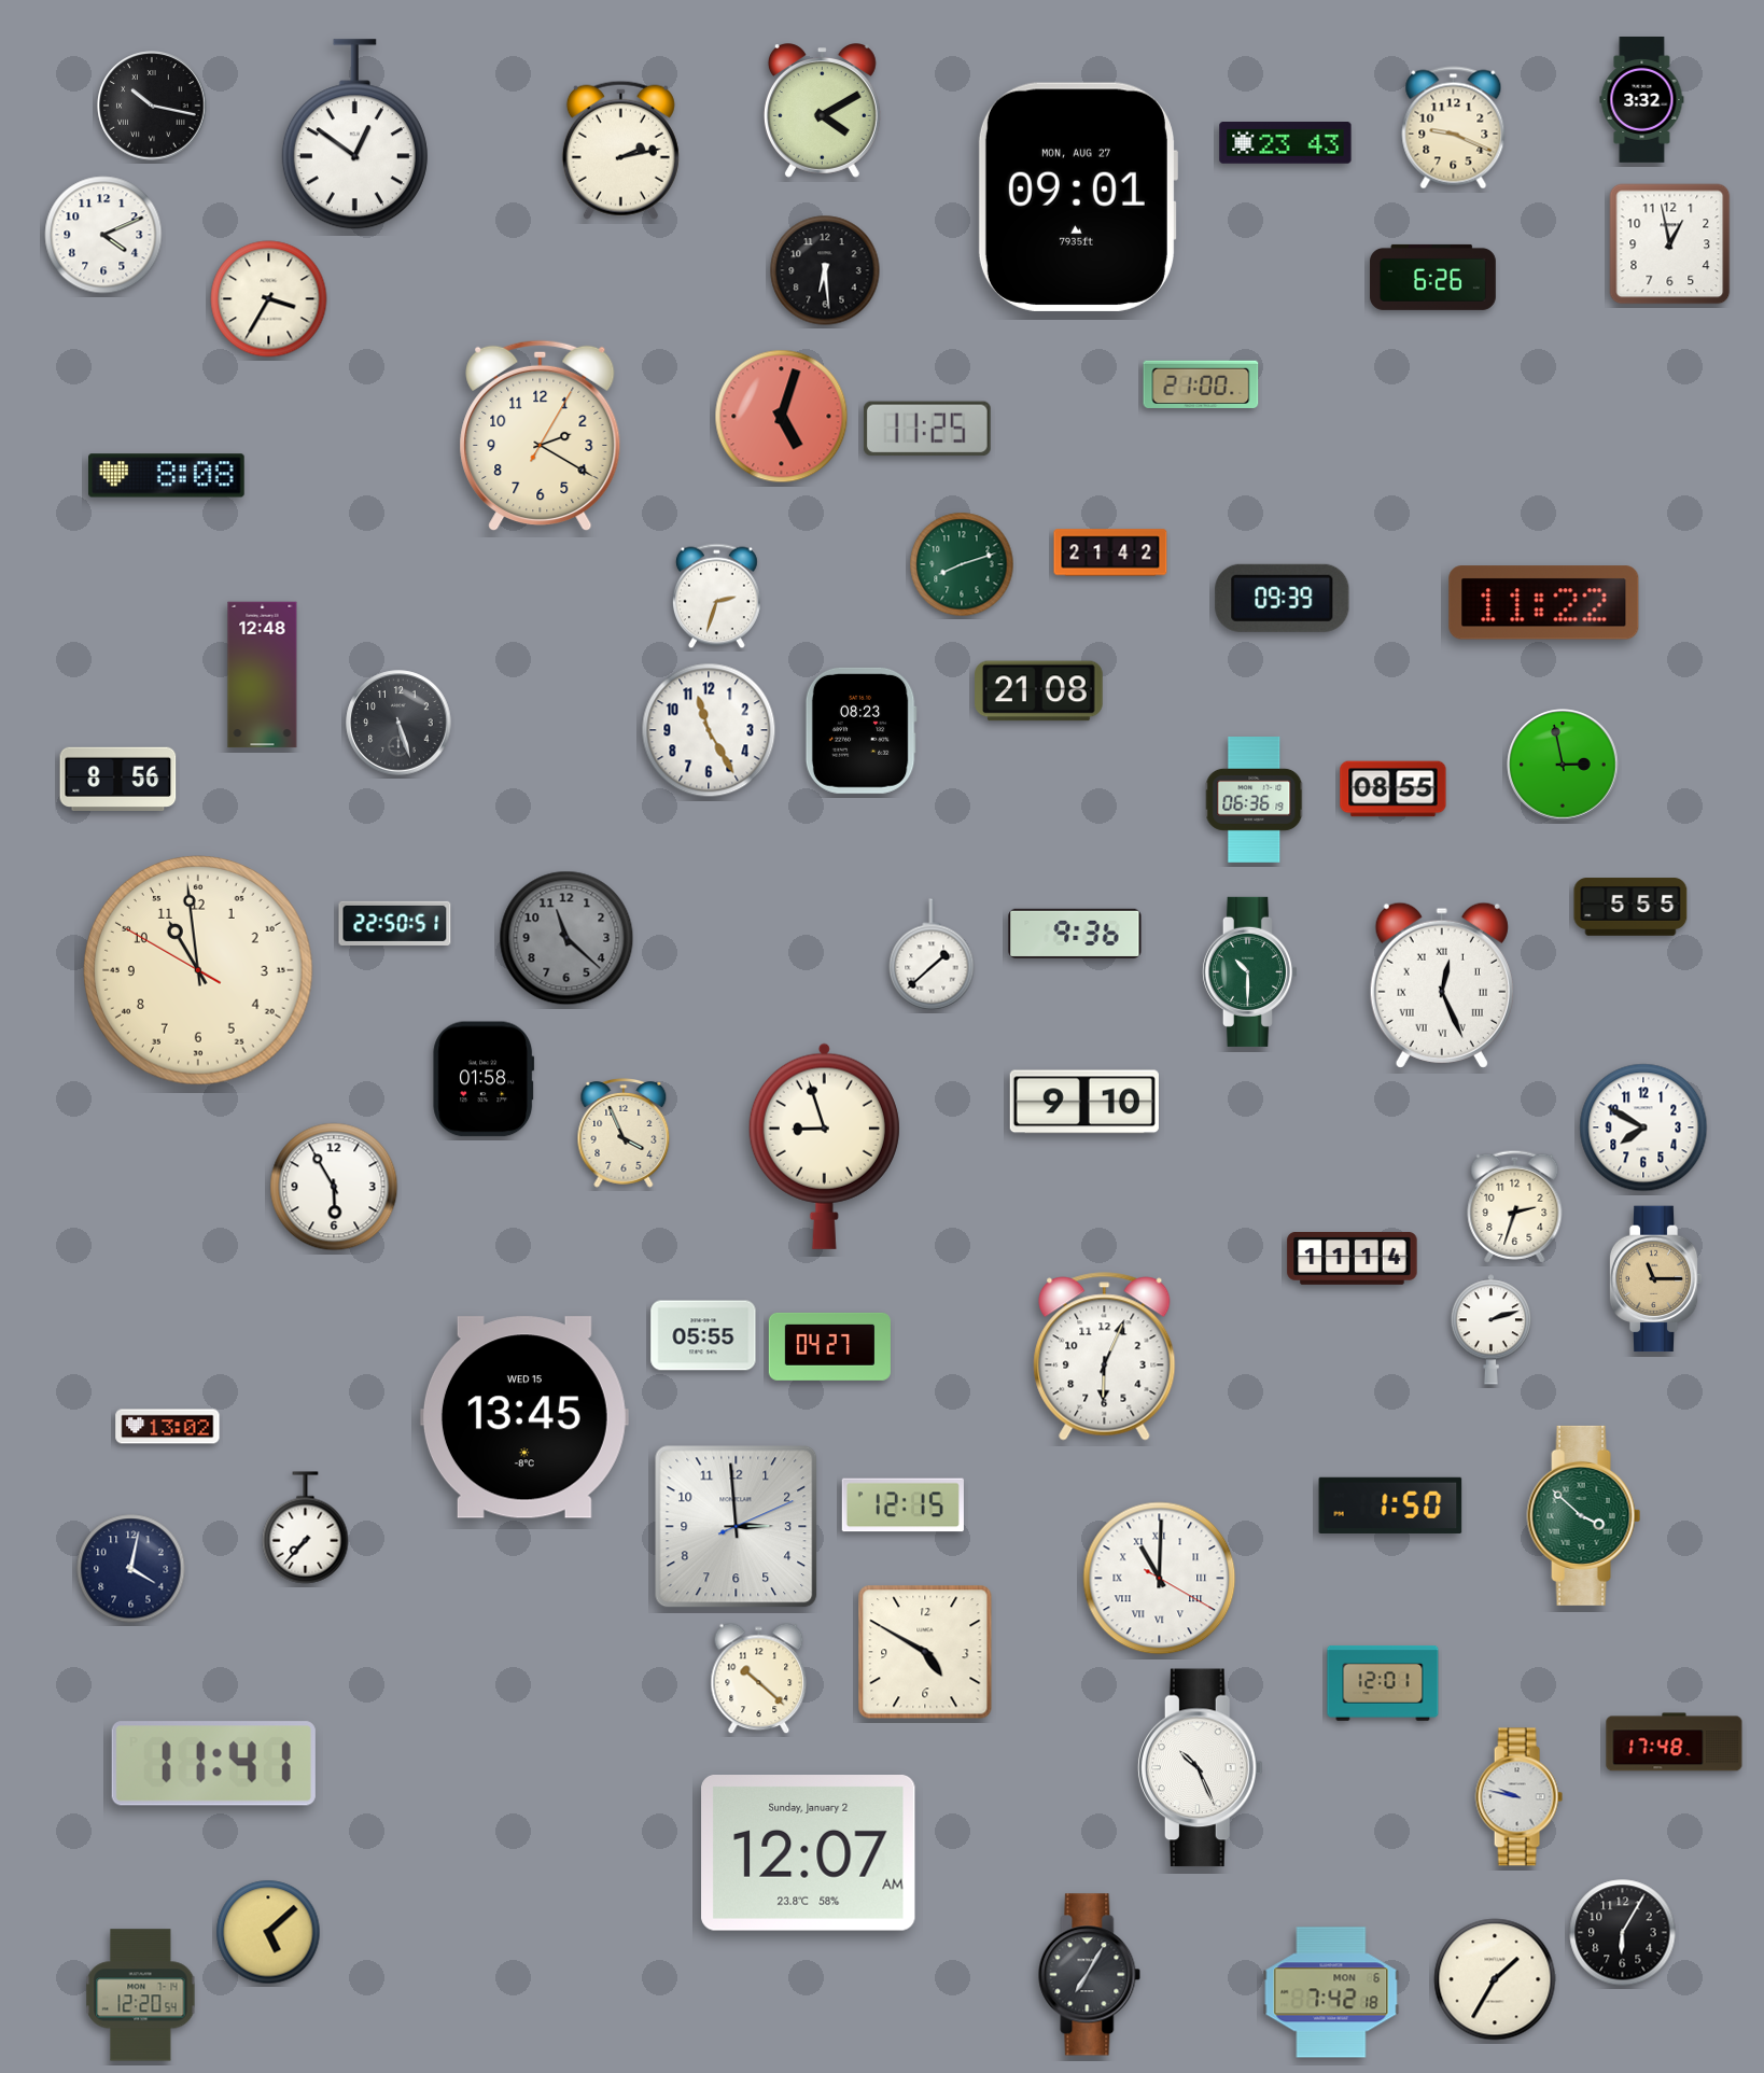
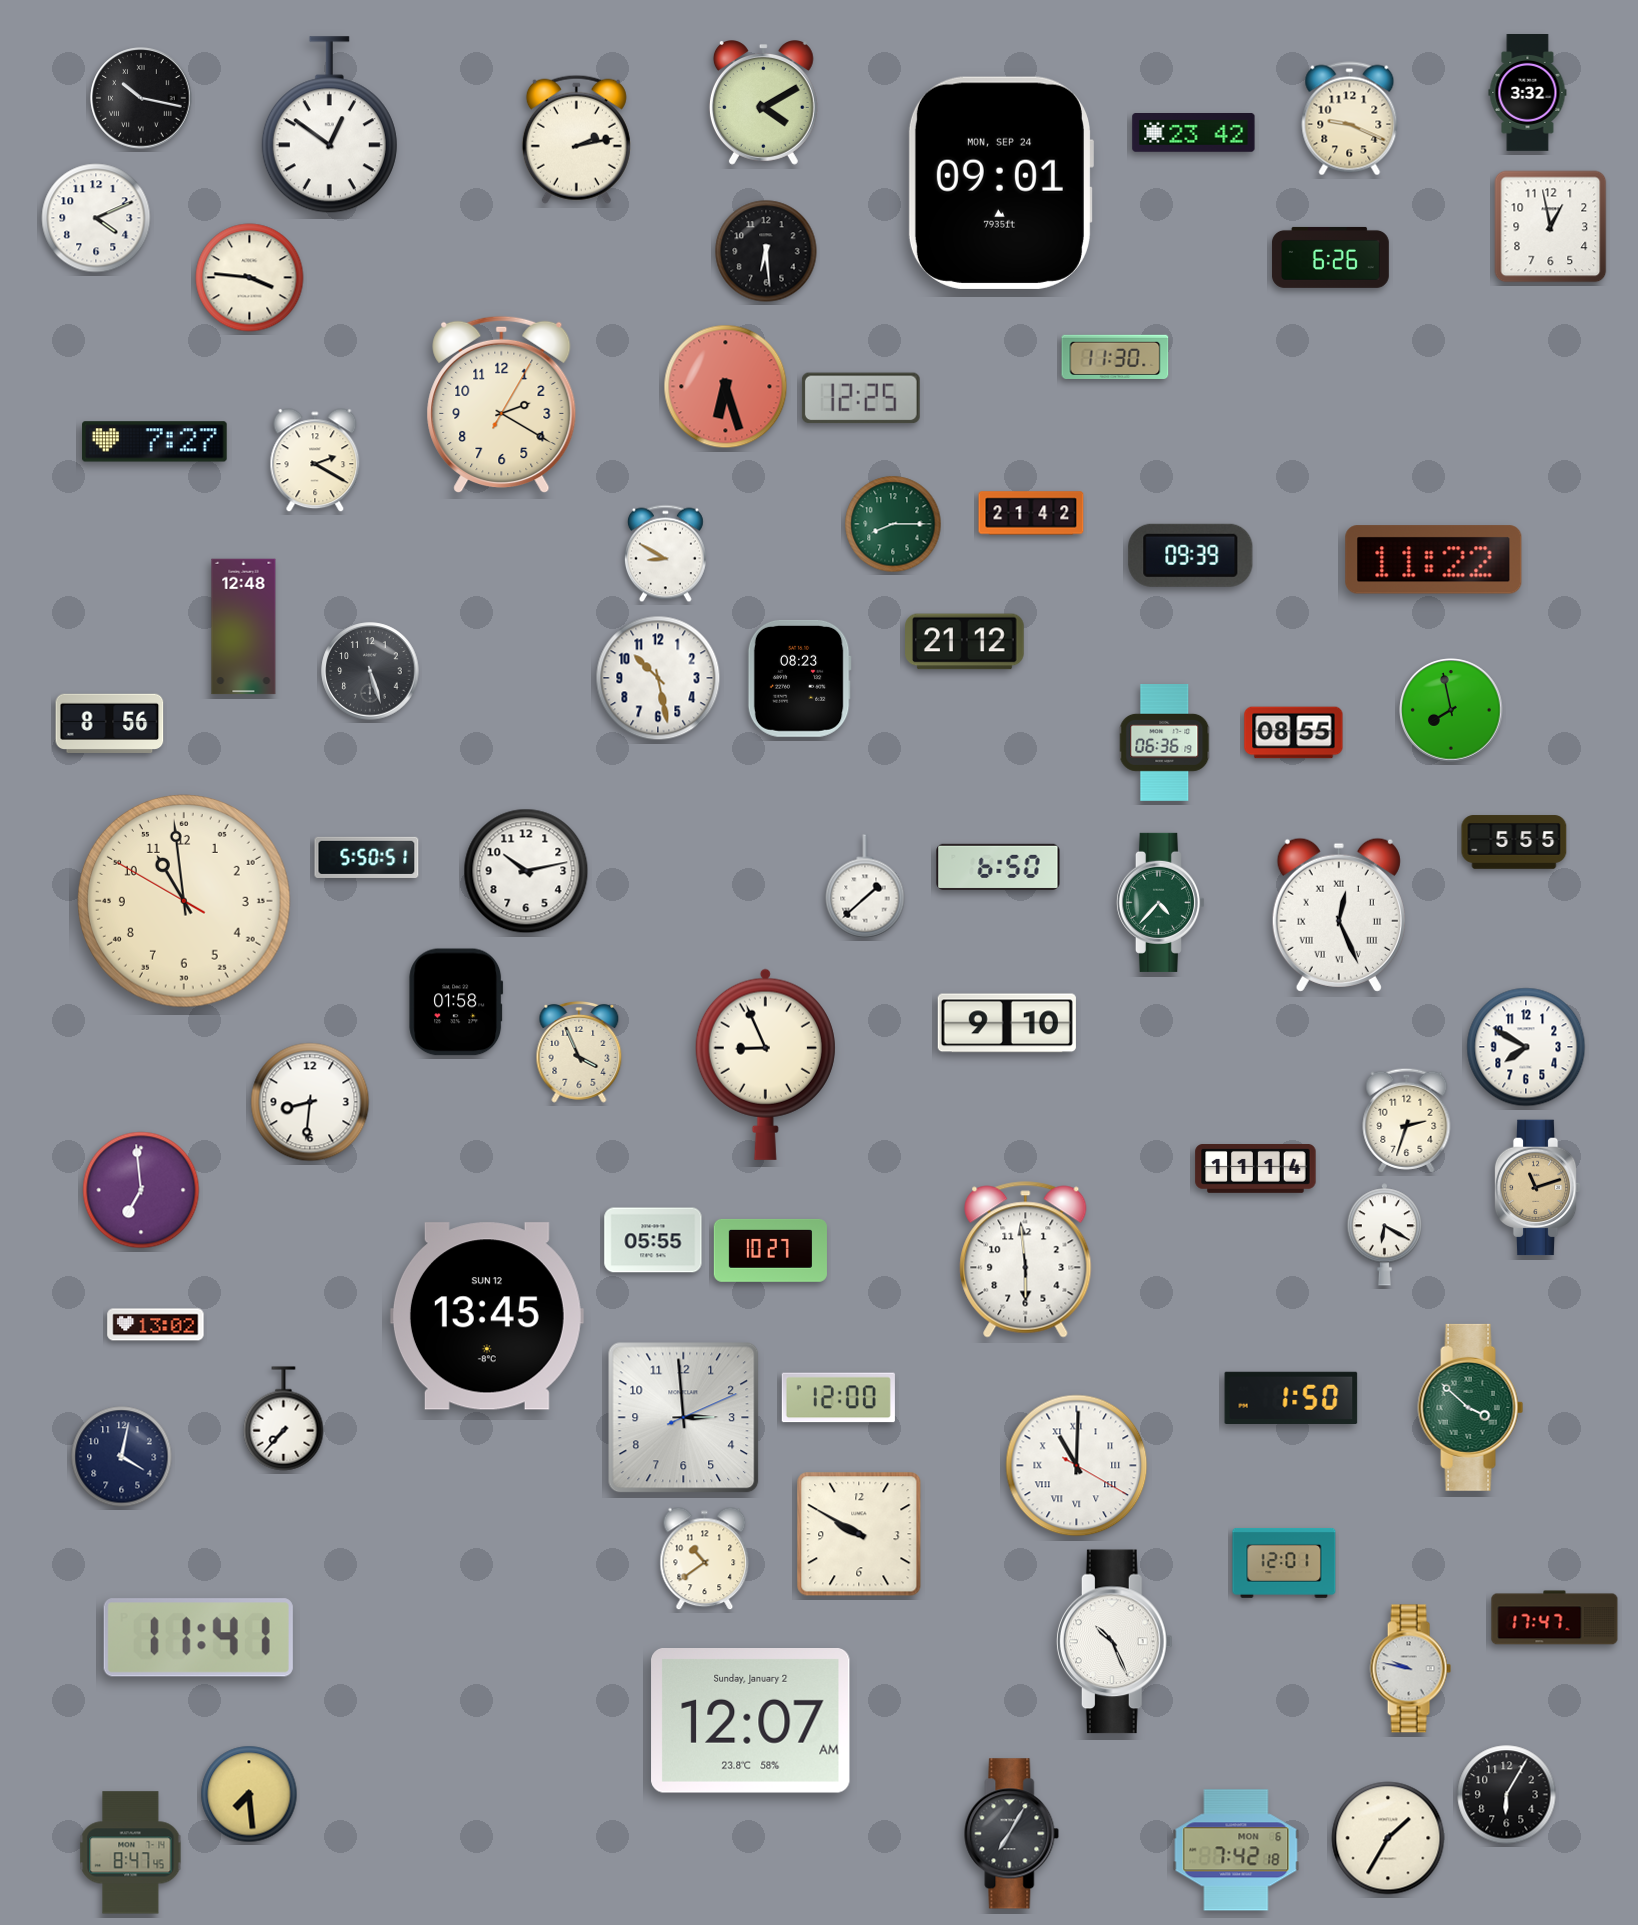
clock at (1642, 100) position: (1642, 100) -> (1528, 93)
clock at (1286, 143): 23:43 -> 23:42
clock at (1077, 197) date: MON, AUG 27 -> MON, SEP 24
clock at (269, 299): 3:35 -> 3:46
clock at (1201, 384): 21:00 -> 11:30
clock at (782, 417): 5:03 -> 6:27
clock at (927, 429): 11:25 -> 12:25
clock at (167, 476): 8:08 -> 7:27
clock at (315, 461): none -> 2:20
clock at (962, 564): 8:12 -> 8:15
clock at (716, 597): 2:33 -> 8:50
clock at (1039, 691): 21:08 -> 21:12
clock at (709, 730): 11:25 -> 10:28
clock at (1563, 765): 2:58 -> 7:58
clock at (395, 923): 22:50 -> 5:50
clock at (1075, 934): 9:36 -> 6:50
clock at (566, 938): 11:22 -> 10:13
clock at (566, 938) dial: grey -> white
clock at (1249, 971): 10:30 -> 4:37
clock at (484, 1079) position: (484, 1079) -> (456, 1002)
clock at (824, 1146): 8:57 -> 8:56
clock at (334, 1187): 5:55 -> 8:31
clock at (1655, 1279): 11:15 -> 11:12
clock at (141, 1190): none -> 6:59
clock at (1490, 1330): 2:12 -> 6:20
clock at (829, 1346): 04:27 -> 10:27
clock at (1105, 1357): 6:04 -> 5:59
clock at (524, 1417) date: WED 15 -> SUN 12
clock at (902, 1505): 12:15 -> 12:00
clock at (925, 1652): 4:50 -> 9:50
clock at (759, 1679): 10:22 -> 10:39
clock at (1675, 1742): 17:48 -> 17:47
clock at (268, 1932): 5:08 -> 7:29
clock at (141, 1995): 12:20 -> 8:47
